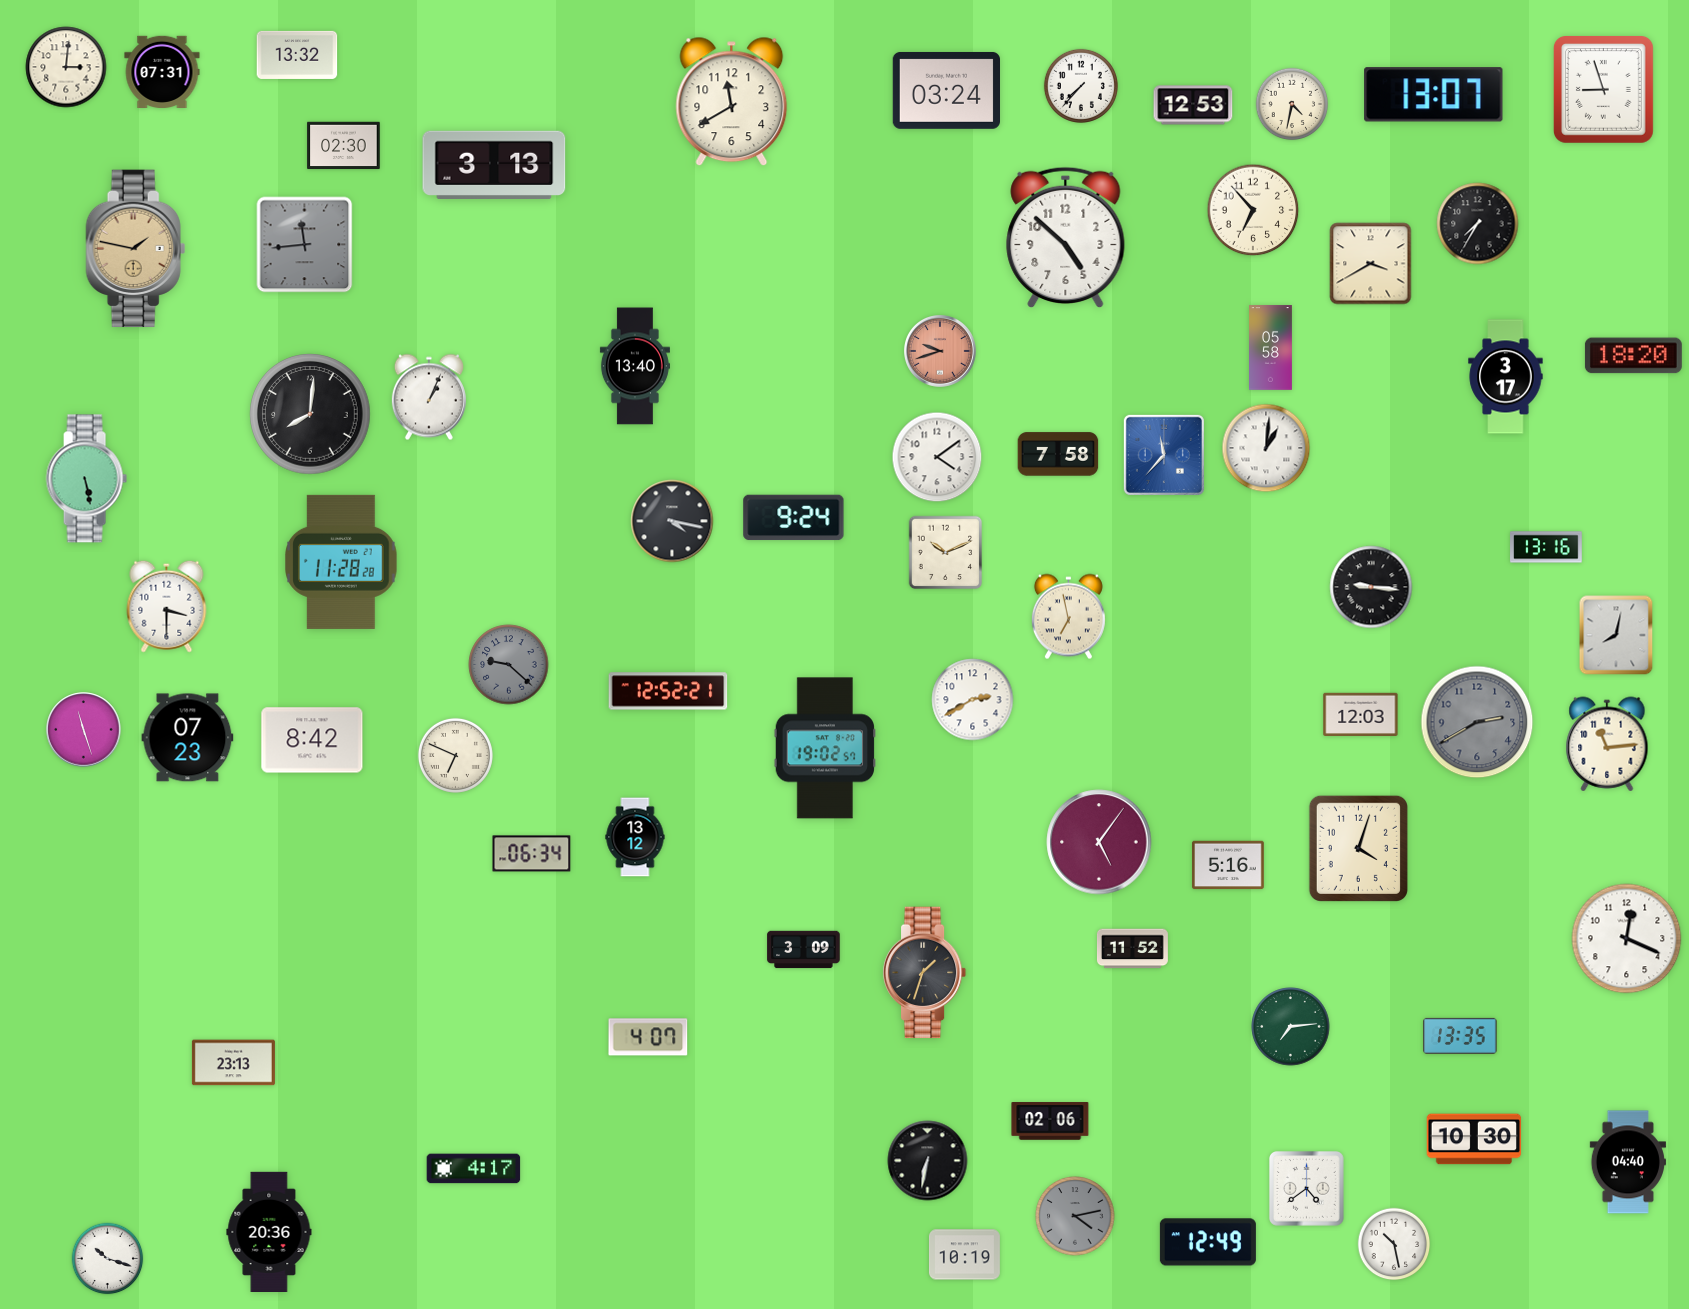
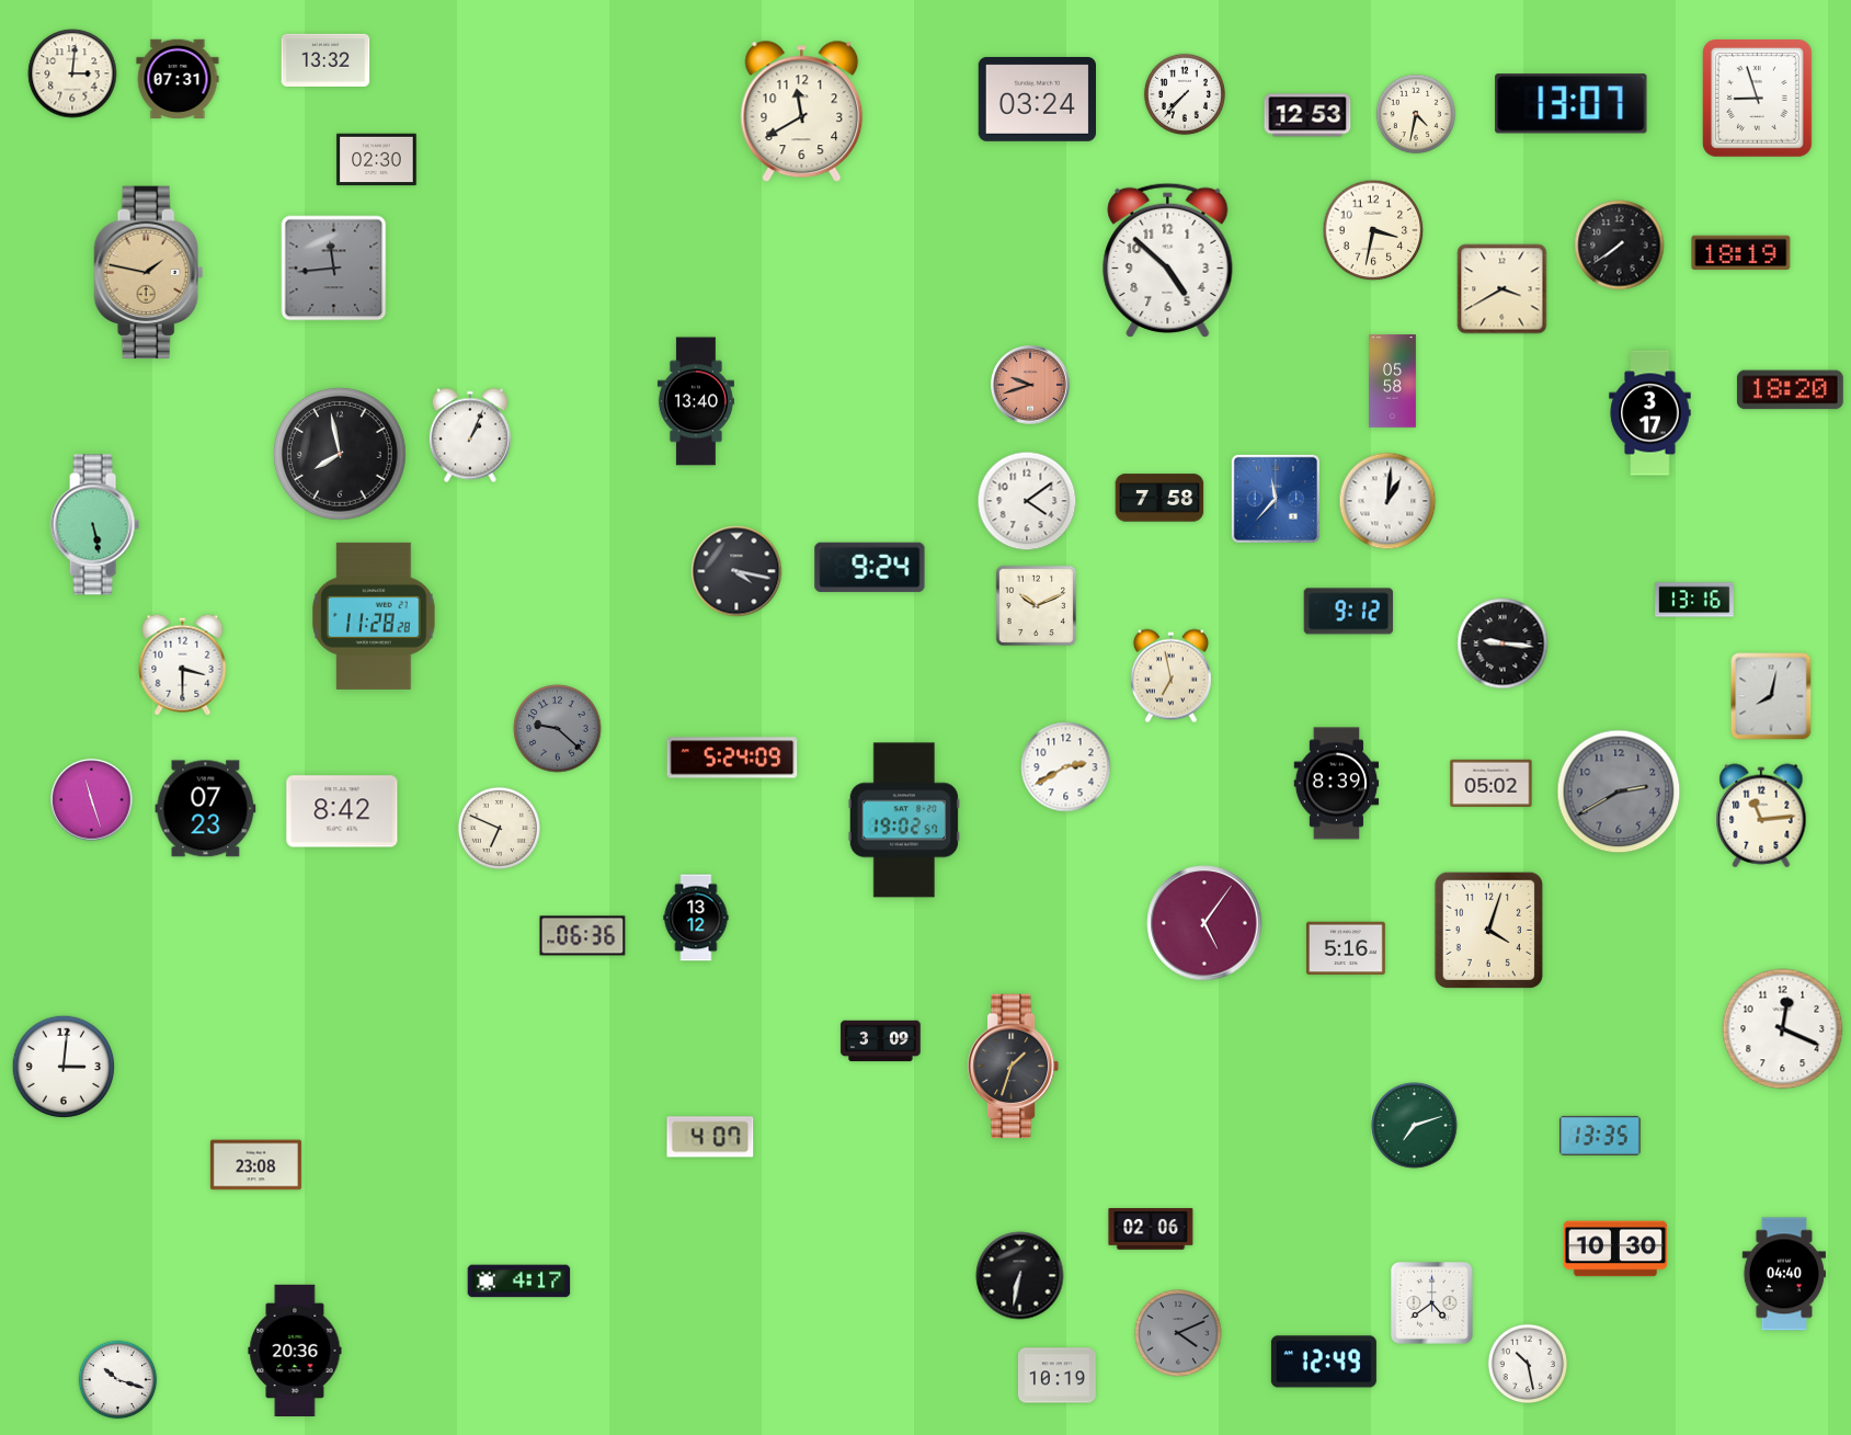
clock at (494, 164): 3:13 -> none
clock at (1253, 210): 6:53 -> 3:32
clock at (1478, 224): 7:35 -> 7:39
clock at (1741, 253): none -> 18:19
clock at (310, 414): 8:01 -> 7:58
clock at (1266, 448) position: (1266, 448) -> (1387, 501)
clock at (1349, 612): none -> 9:12
clock at (668, 691): 12:52 -> 5:24
clock at (1361, 714): 12:03 -> 05:02
clock at (1337, 784): none -> 8:39
clock at (532, 854): 06:34 -> 06:36
clock at (1132, 949): 11:52 -> none
clock at (64, 1067): none -> 3:01
clock at (1291, 1027): 7:14 -> 7:12
clock at (233, 1063): 23:13 -> 23:08
clock at (928, 1161) position: (928, 1161) -> (1020, 1276)
clock at (1075, 1216): 4:13 -> 4:11
